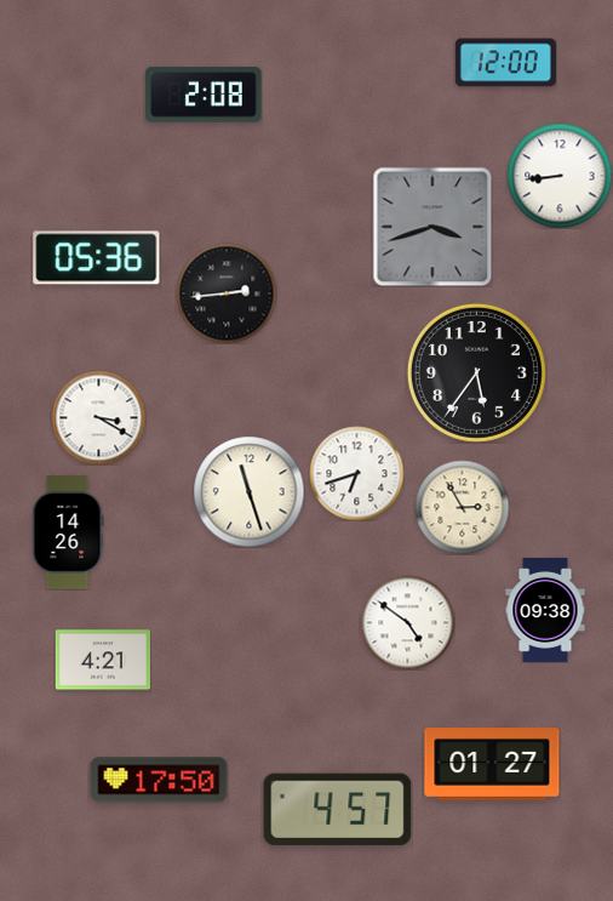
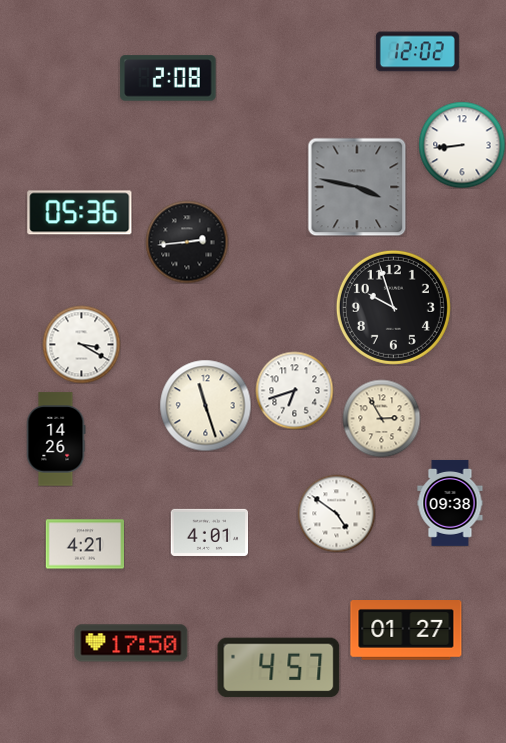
clock at (505, 63): 12:00 -> 12:02
clock at (432, 227): 3:42 -> 3:47
clock at (476, 372): 5:36 -> 9:57
clock at (209, 532): none -> 4:01
